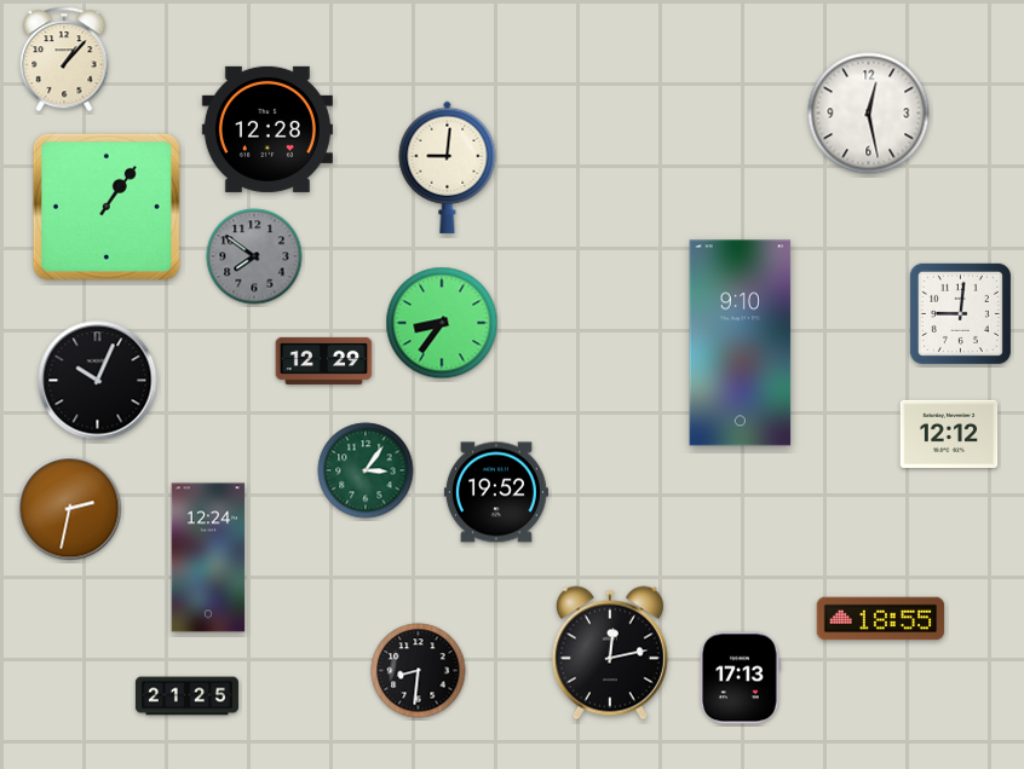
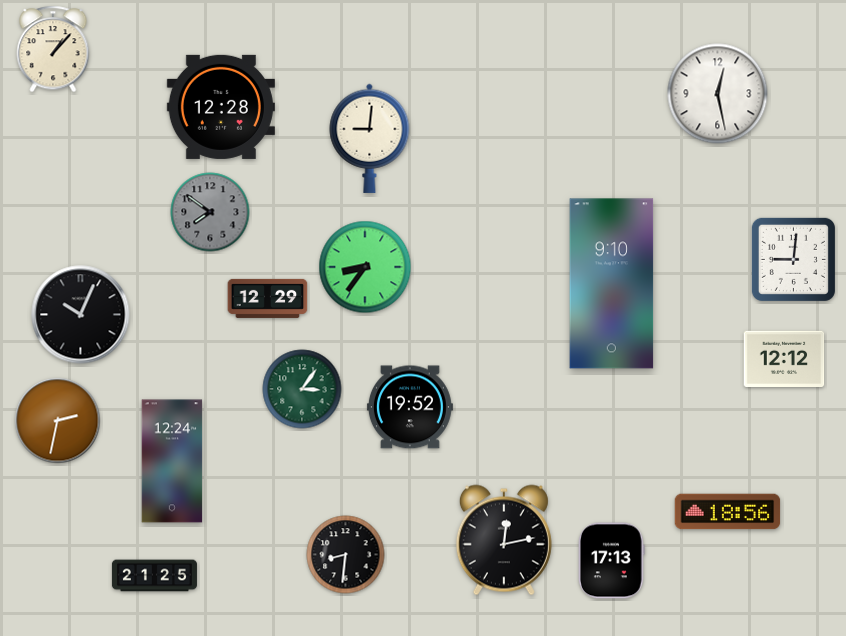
clock at (107, 207): 1:06 -> none
clock at (881, 619): 18:55 -> 18:56
